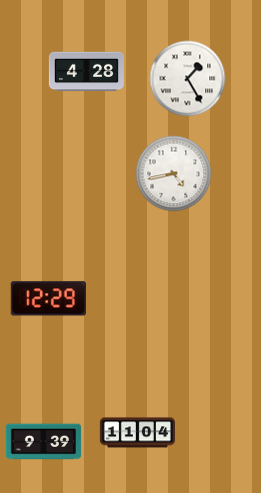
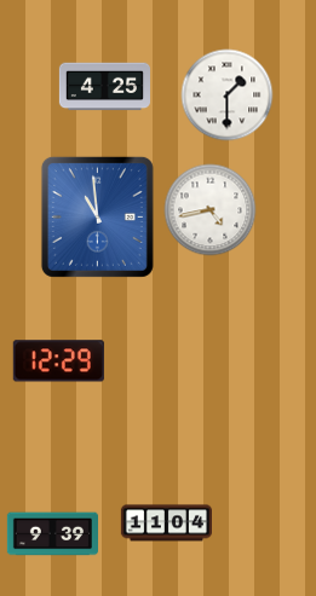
clock at (86, 72): 4:28 -> 4:25
clock at (188, 79): 1:25 -> 1:30
clock at (97, 216): none -> 10:59
